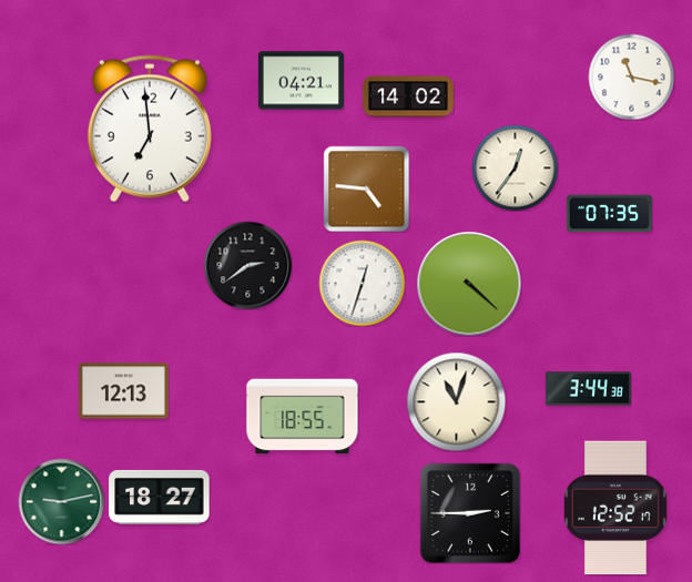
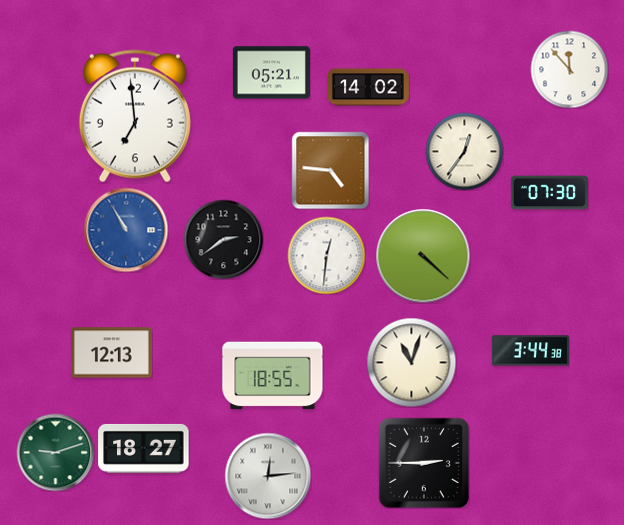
clock at (631, 76): 11:17 -> 11:53
clock at (301, 81): 04:21 -> 05:21
clock at (609, 214): 07:35 -> 07:30
clock at (126, 230): none -> 10:55
clock at (362, 283): 12:33 -> 12:31
clock at (61, 501): 9:13 -> 9:12
clock at (617, 508): 12:52 -> none
clock at (268, 476): none -> 12:14
